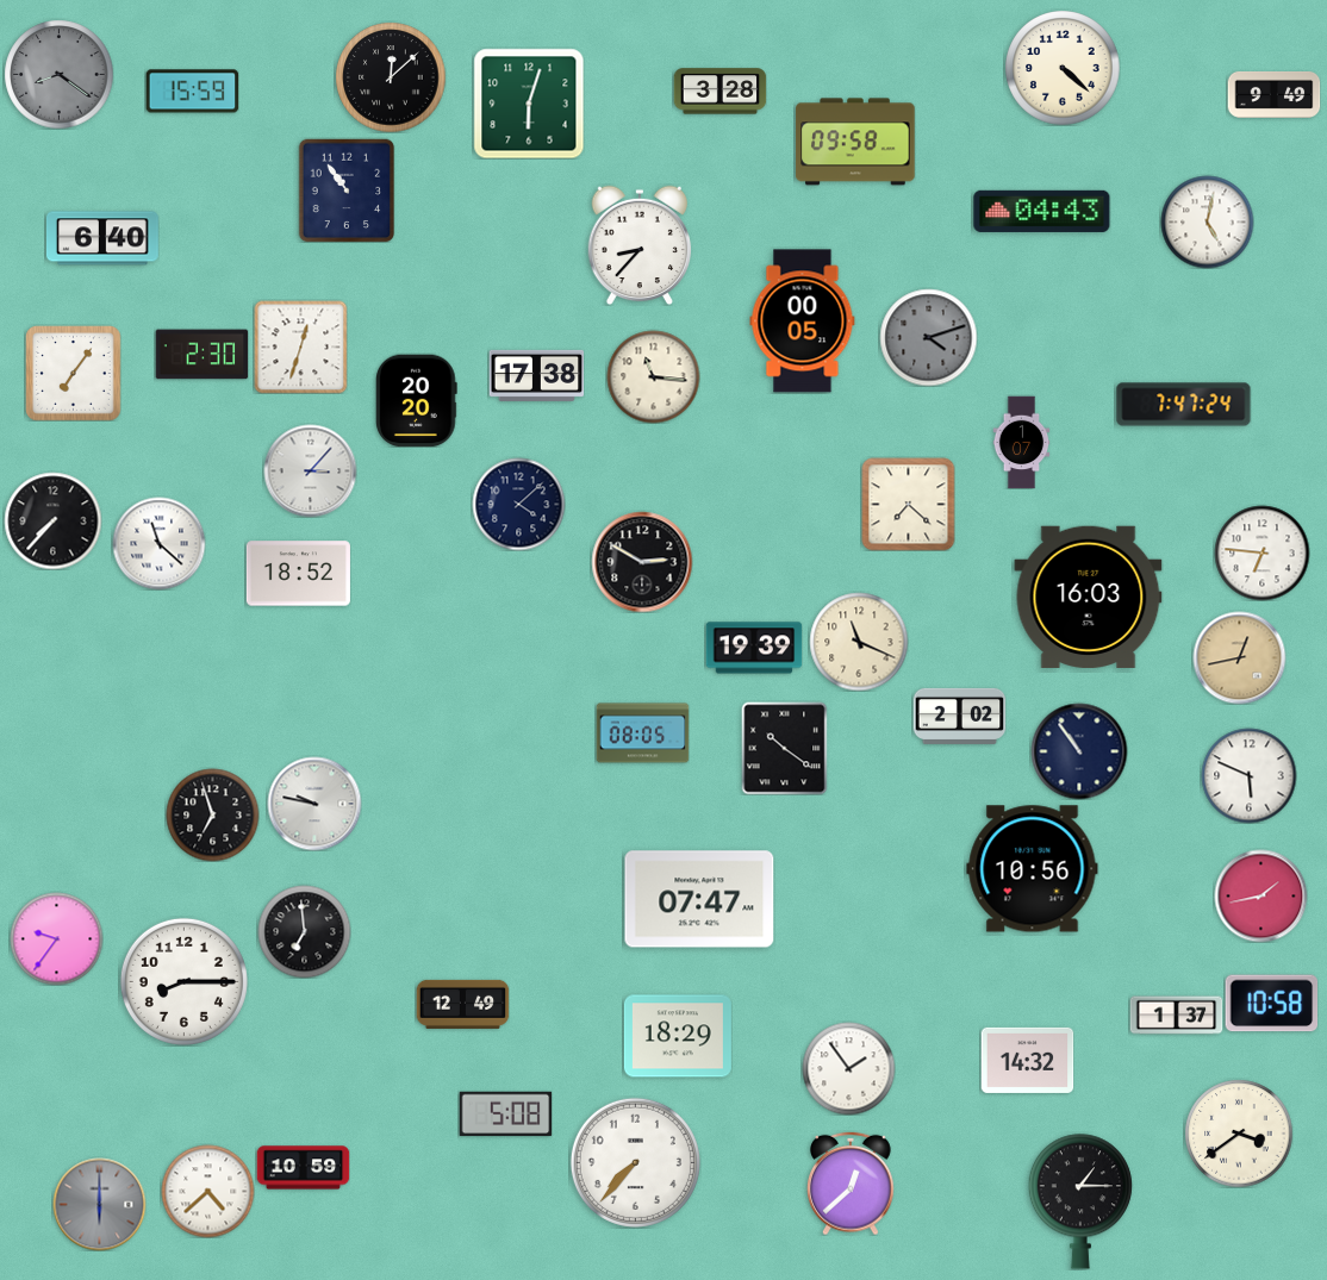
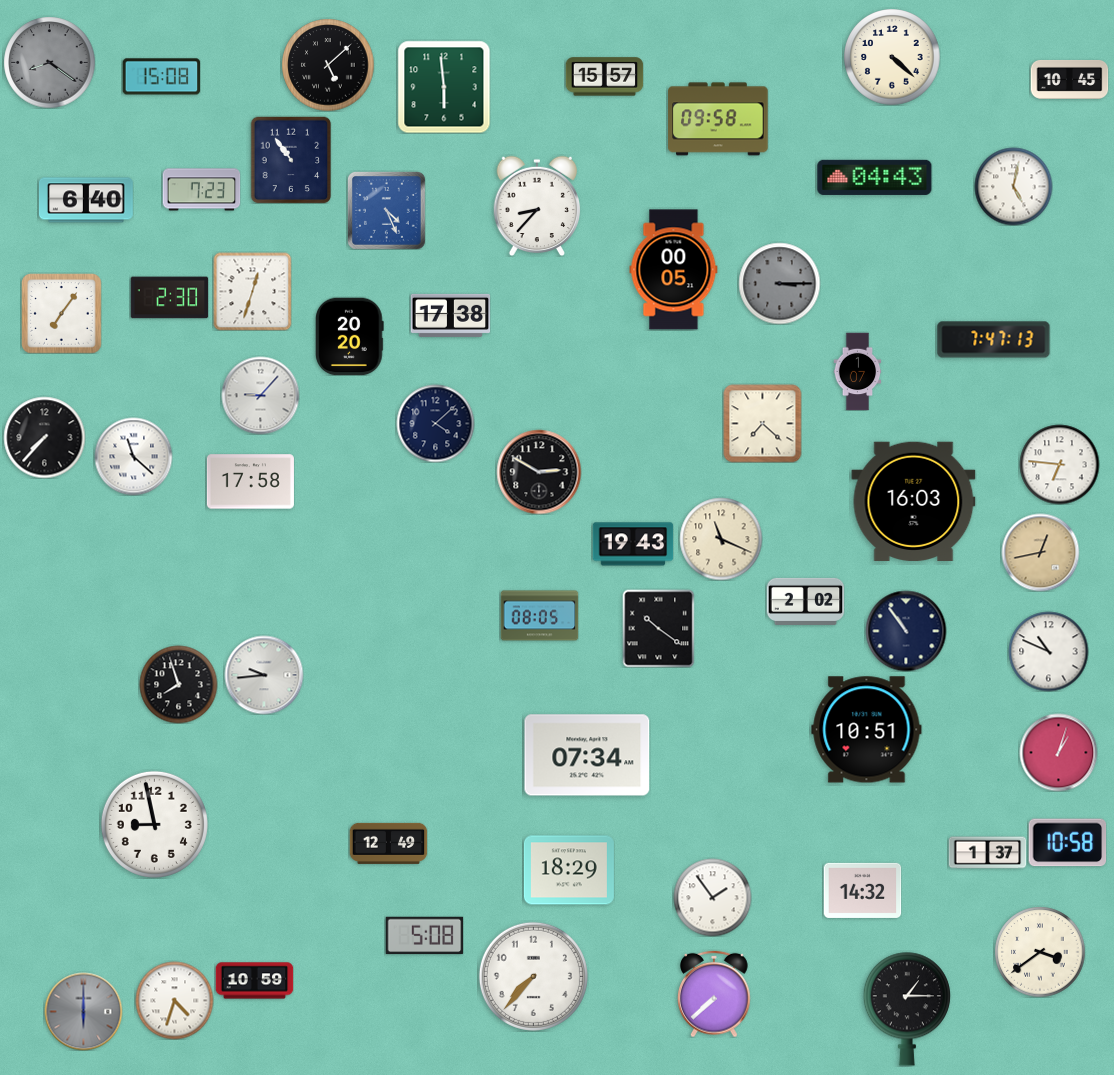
clock at (391, 77): 12:08 -> 5:08
clock at (192, 92): 15:59 -> 15:08
clock at (719, 92): 3:28 -> 15:57
clock at (1273, 94): 9:49 -> 10:45
clock at (529, 104): 6:03 -> 5:59
clock at (201, 190): none -> 7:23
clock at (386, 210): none -> 4:26
clock at (928, 337): 4:12 -> 3:15
clock at (653, 376): 11:16 -> none
clock at (1184, 405): 7:47:24 -> 7:47:13
clock at (310, 470): 3:07 -> 9:07
clock at (298, 574): 18:52 -> 17:58
clock at (754, 648): 19:39 -> 19:43
clock at (1248, 775): 5:49 -> 10:49
clock at (314, 804): 9:47 -> 9:44
clock at (212, 814): 6:57 -> 7:57
clock at (1033, 869): 10:56 -> 10:51
clock at (1260, 895): 1:43 -> 1:03
clock at (699, 899): 07:47 -> 07:34
clock at (304, 931): 6:59 -> none
clock at (56, 938): 9:36 -> none
clock at (183, 981): 8:15 -> 8:58
clock at (852, 1184): 12:38 -> 7:38
clock at (207, 1191): 4:38 -> 4:33
